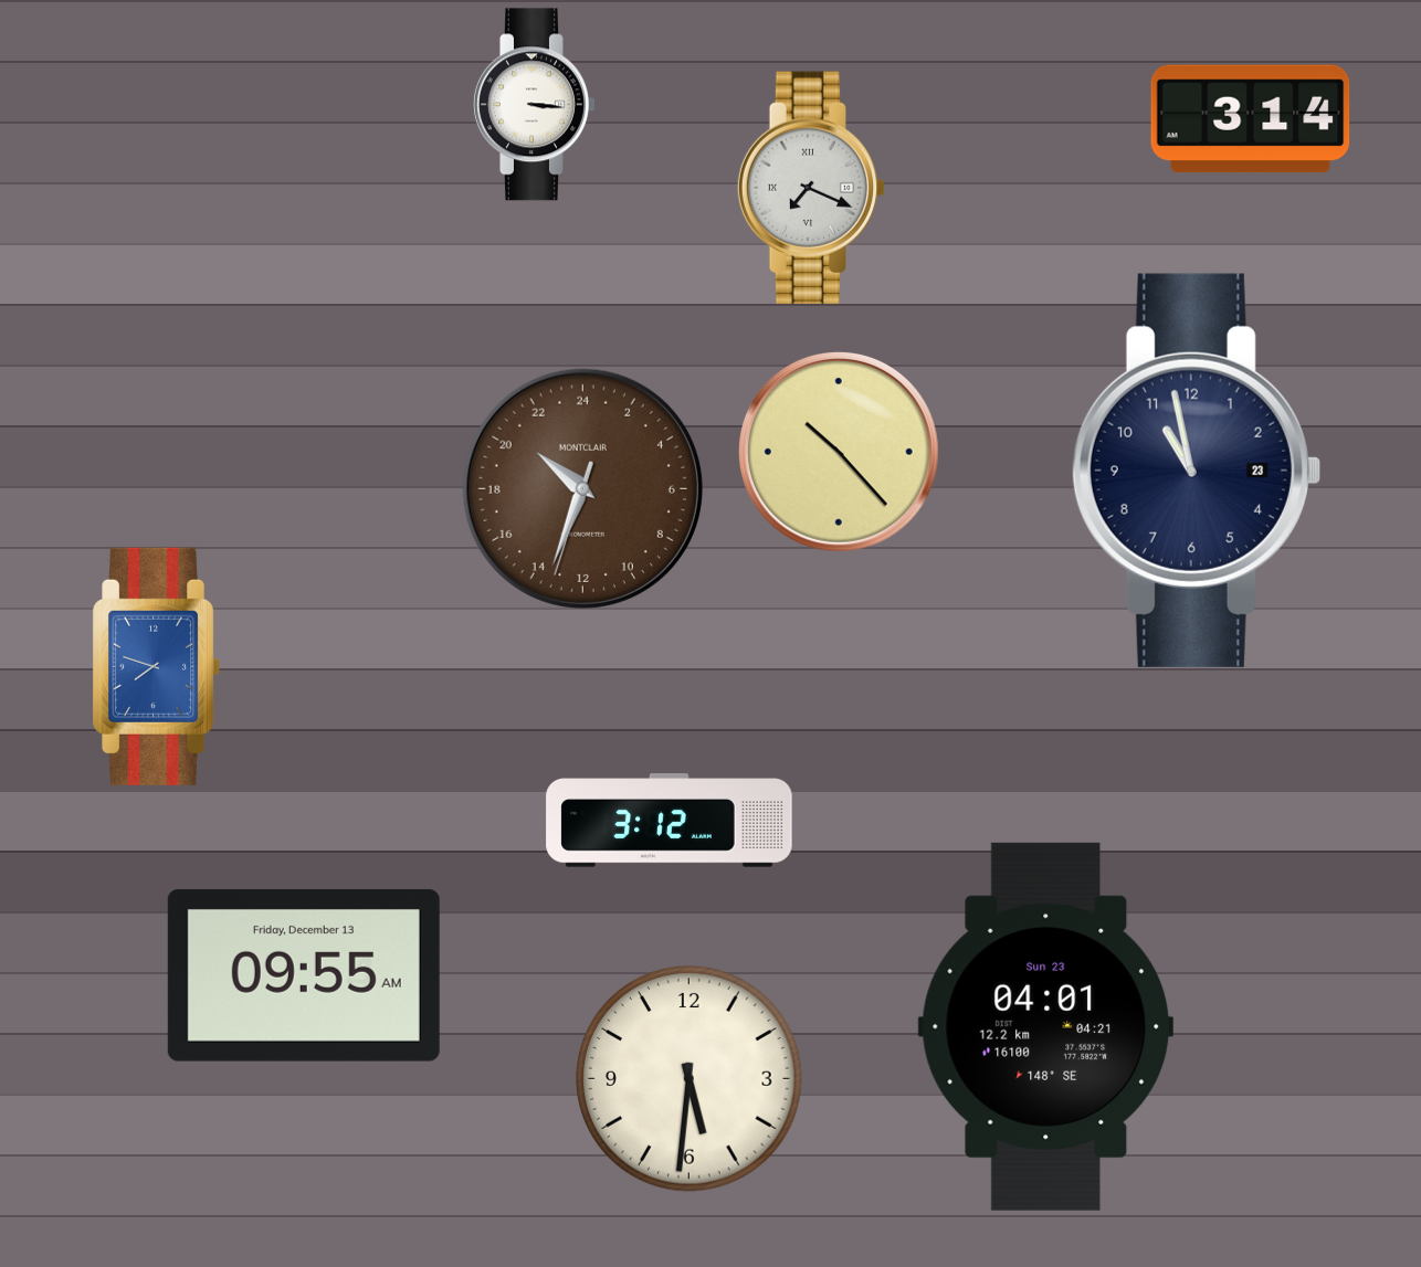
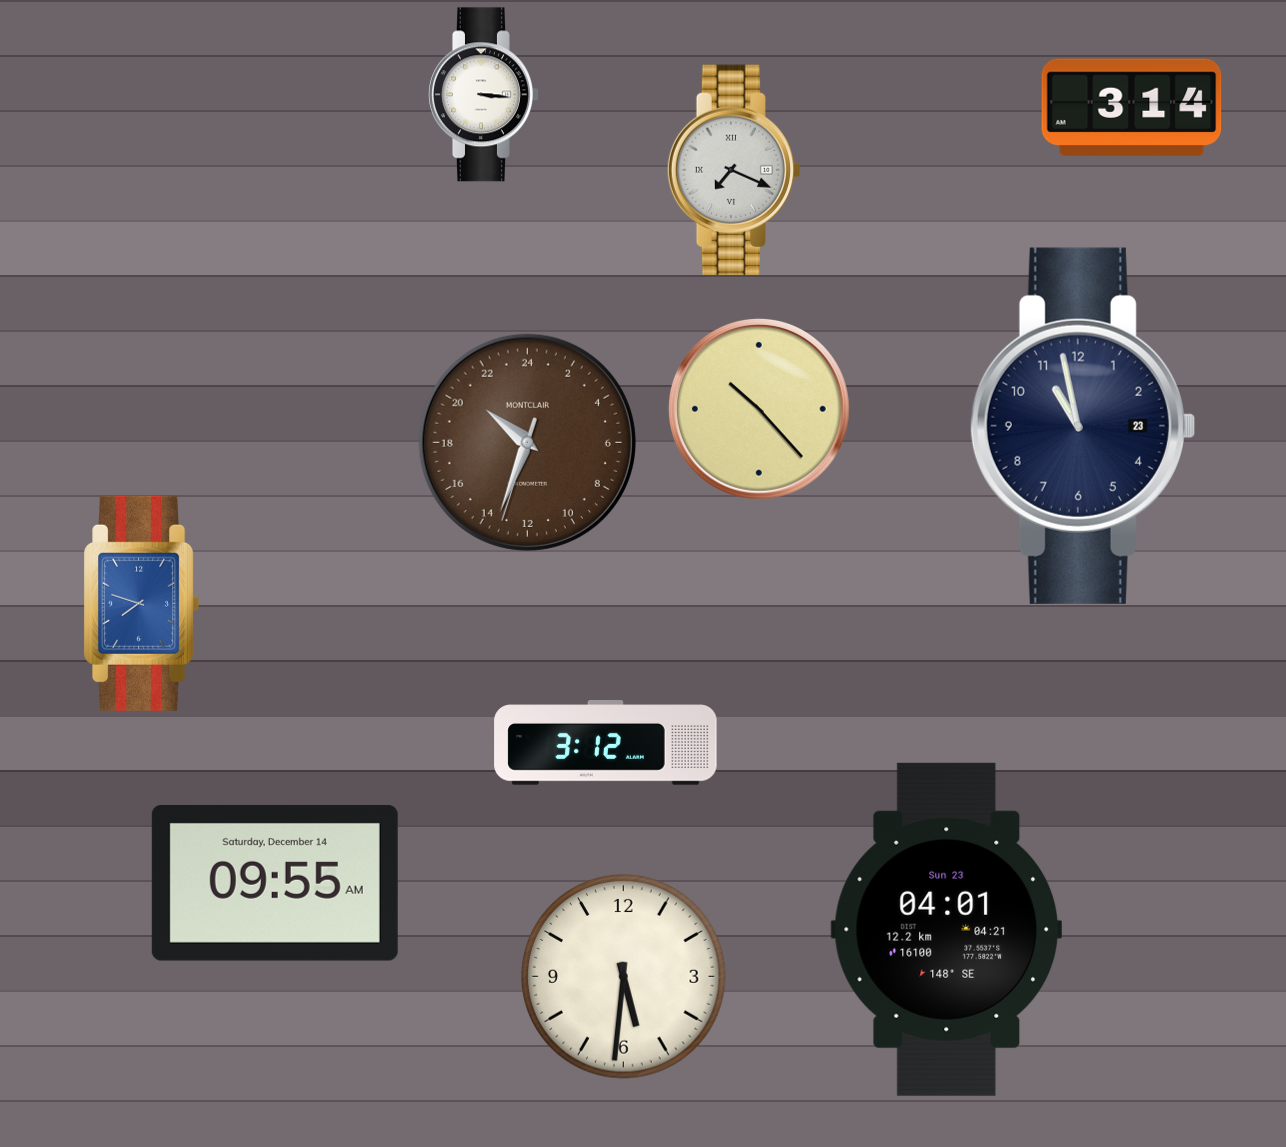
clock at (304, 975) date: Friday, December 13 -> Saturday, December 14
